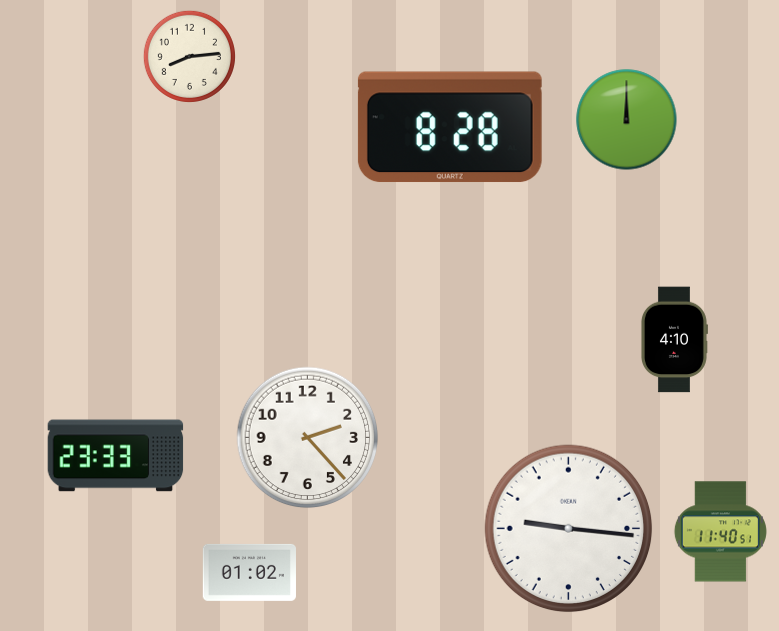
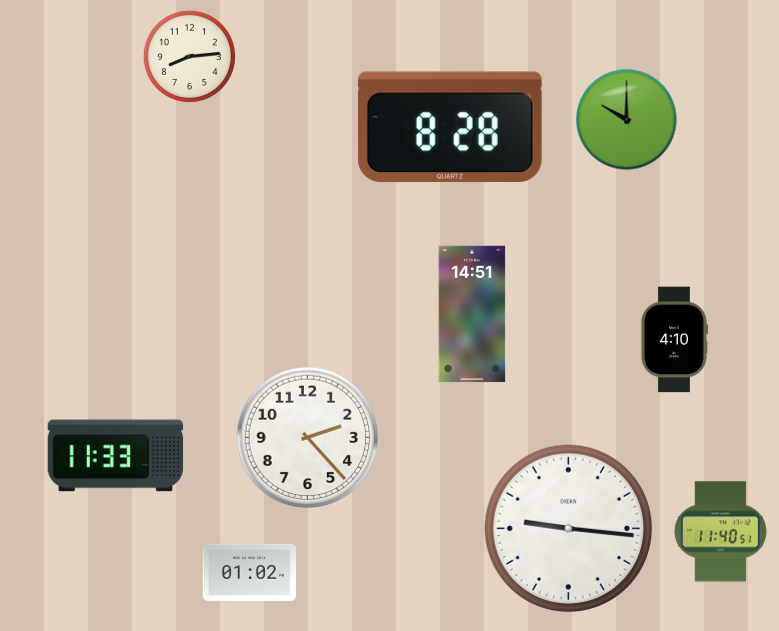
clock at (627, 120): 12:00 -> 10:00
clock at (472, 314): none -> 14:51
clock at (116, 456): 23:33 -> 11:33
